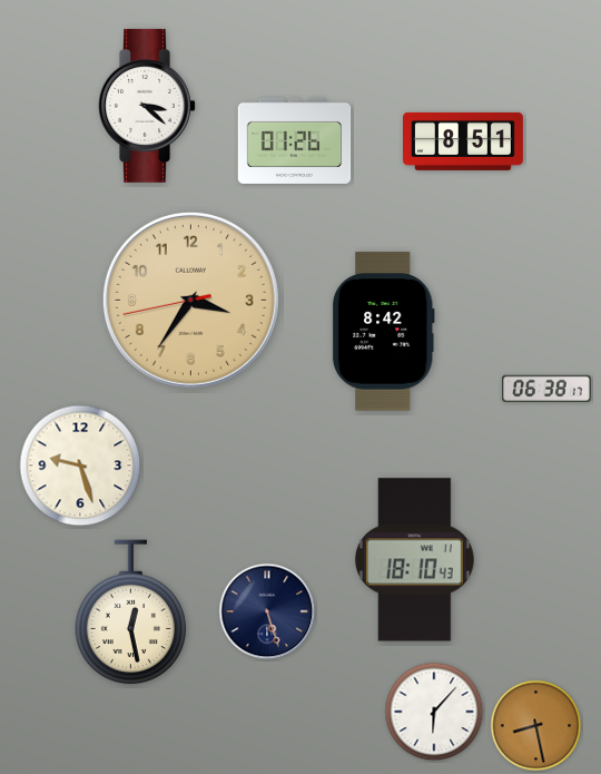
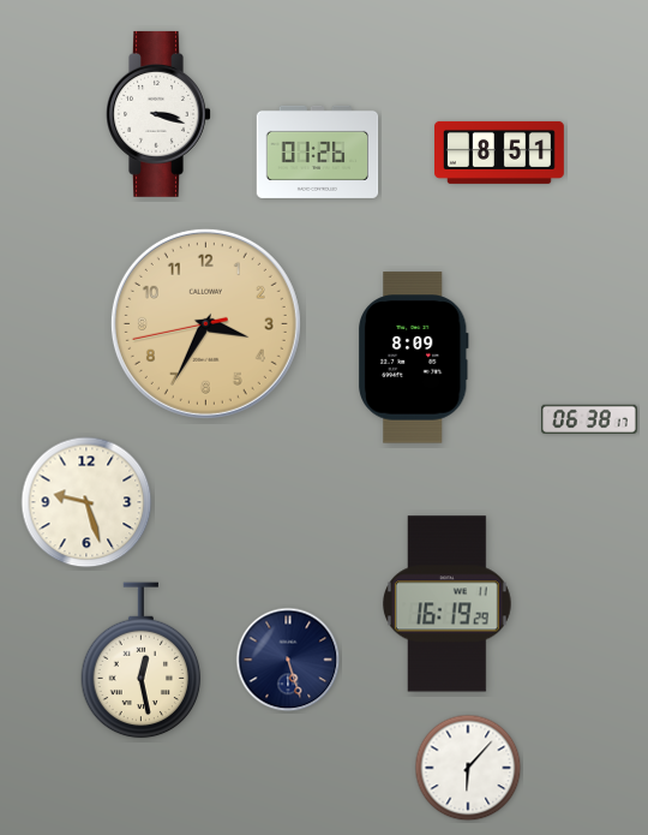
clock at (147, 106): 3:22 -> 3:18
clock at (190, 300): 3:35 -> 3:34
clock at (383, 332): 8:42 -> 8:09
clock at (414, 560): 18:10 -> 16:19
clock at (536, 726): 8:28 -> none
